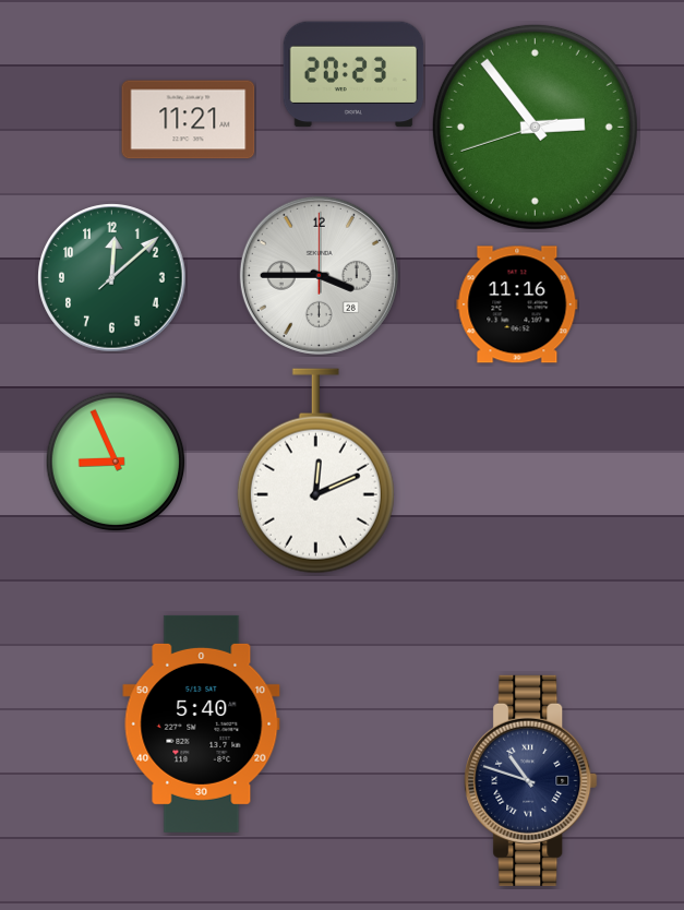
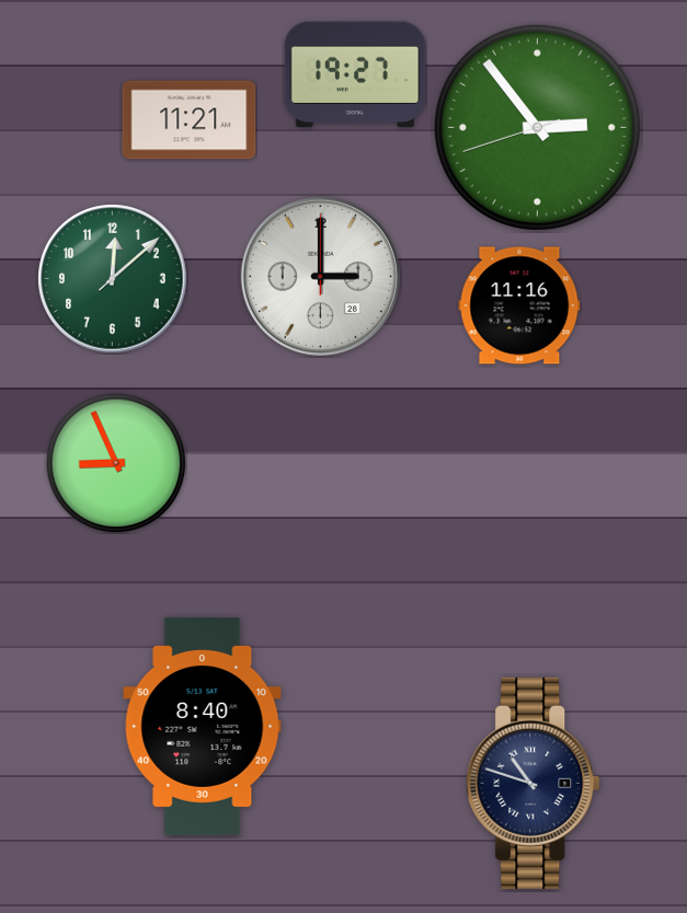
clock at (353, 74): 20:23 -> 19:27
clock at (319, 275): 3:45 -> 3:00
clock at (315, 471): 12:11 -> none
clock at (202, 723): 5:40 -> 8:40
